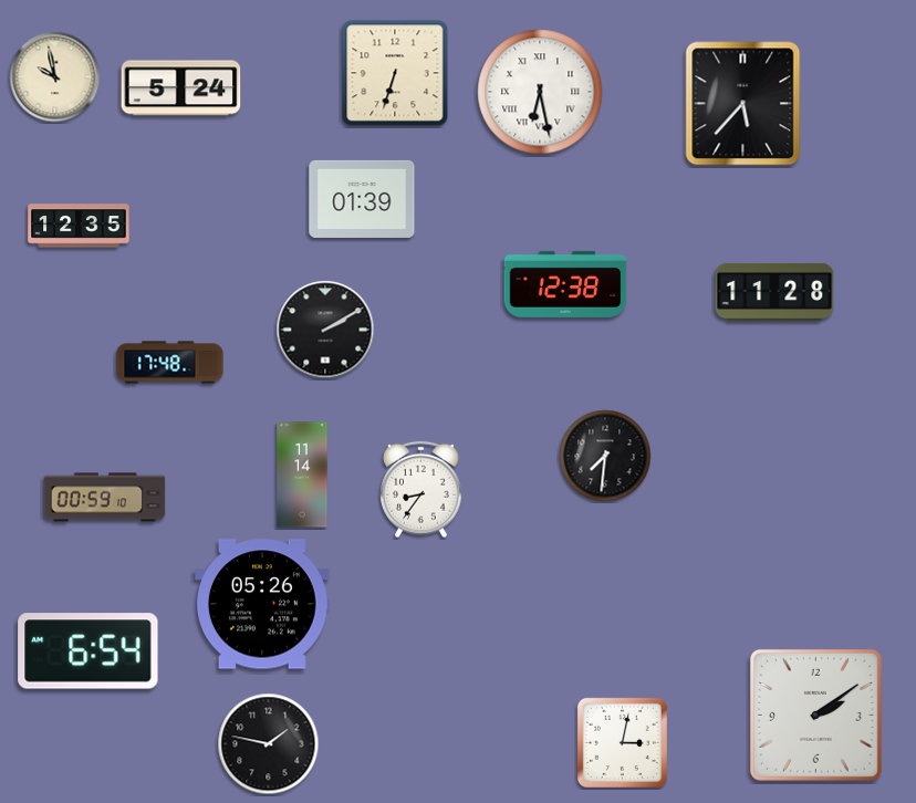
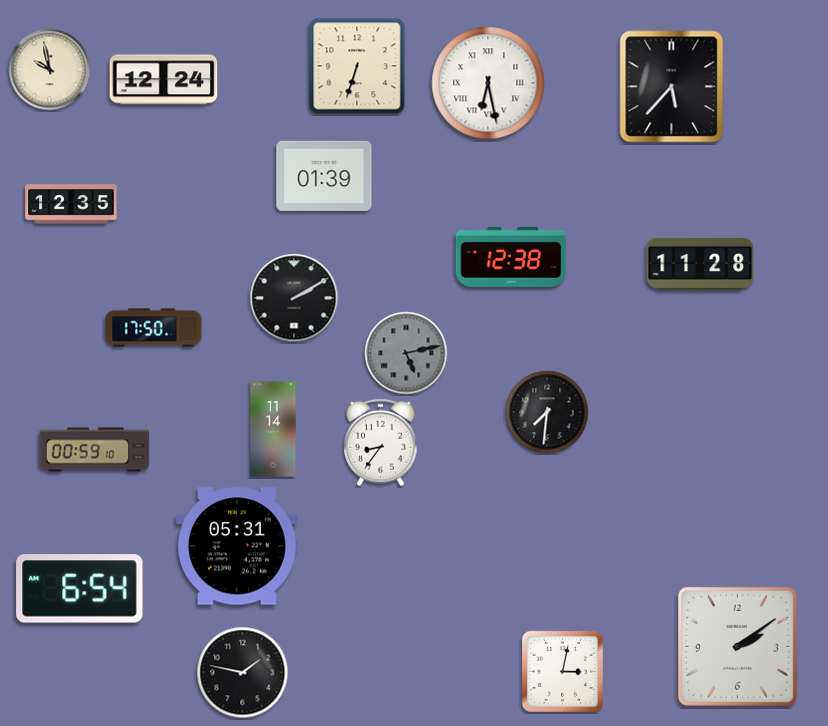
clock at (181, 88): 5:24 -> 12:24
clock at (743, 104) position: (743, 104) -> (672, 87)
clock at (362, 199) position: (362, 199) -> (324, 176)
clock at (170, 363): 17:48 -> 17:50
clock at (406, 353): none -> 5:13
clock at (263, 604): 05:26 -> 05:31
